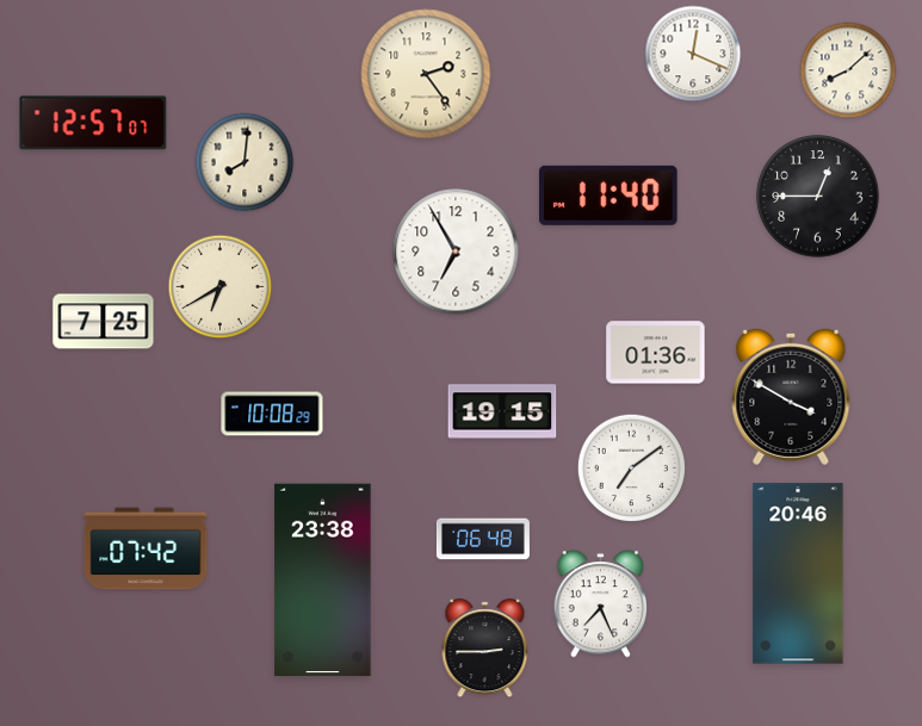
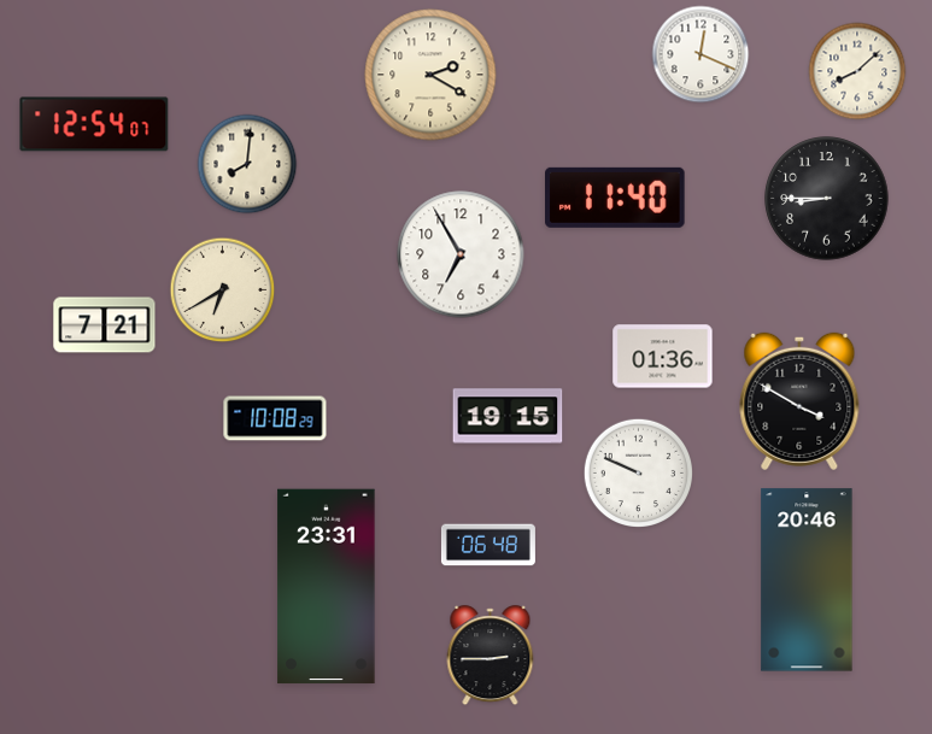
clock at (426, 74): 2:24 -> 2:20
clock at (93, 123): 12:57 -> 12:54
clock at (818, 197): 12:45 -> 8:45
clock at (104, 322): 7:25 -> 7:21
clock at (631, 467): 7:09 -> 9:49
clock at (146, 548): 07:42 -> none
clock at (323, 581): 23:38 -> 23:31
clock at (601, 604): 7:26 -> none
